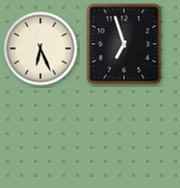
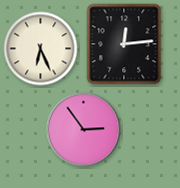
clock at (124, 44): 6:57 -> 12:14
clock at (84, 130): none -> 2:54
